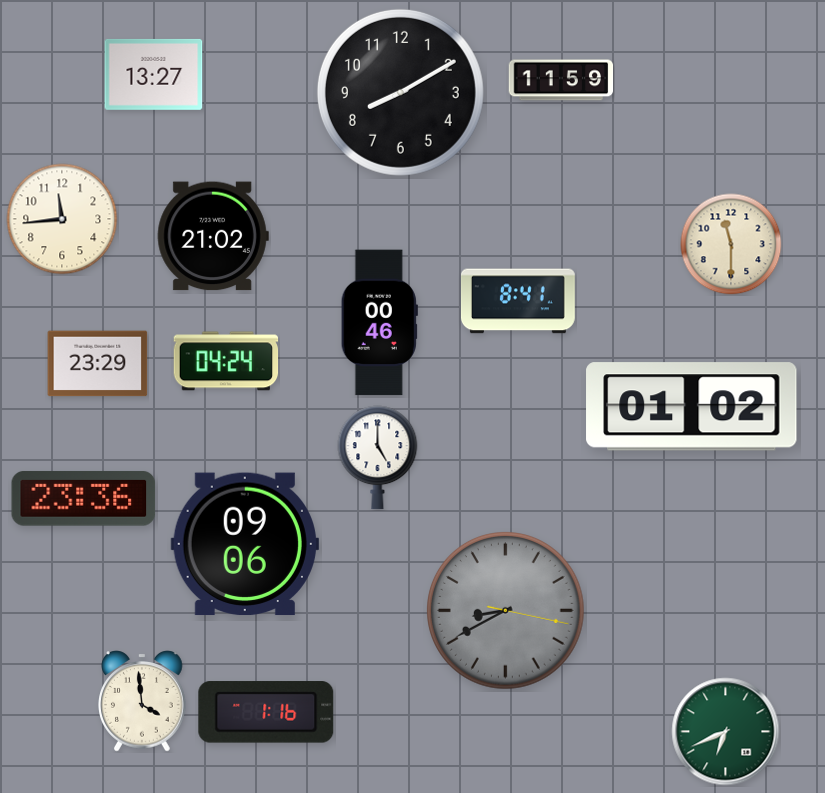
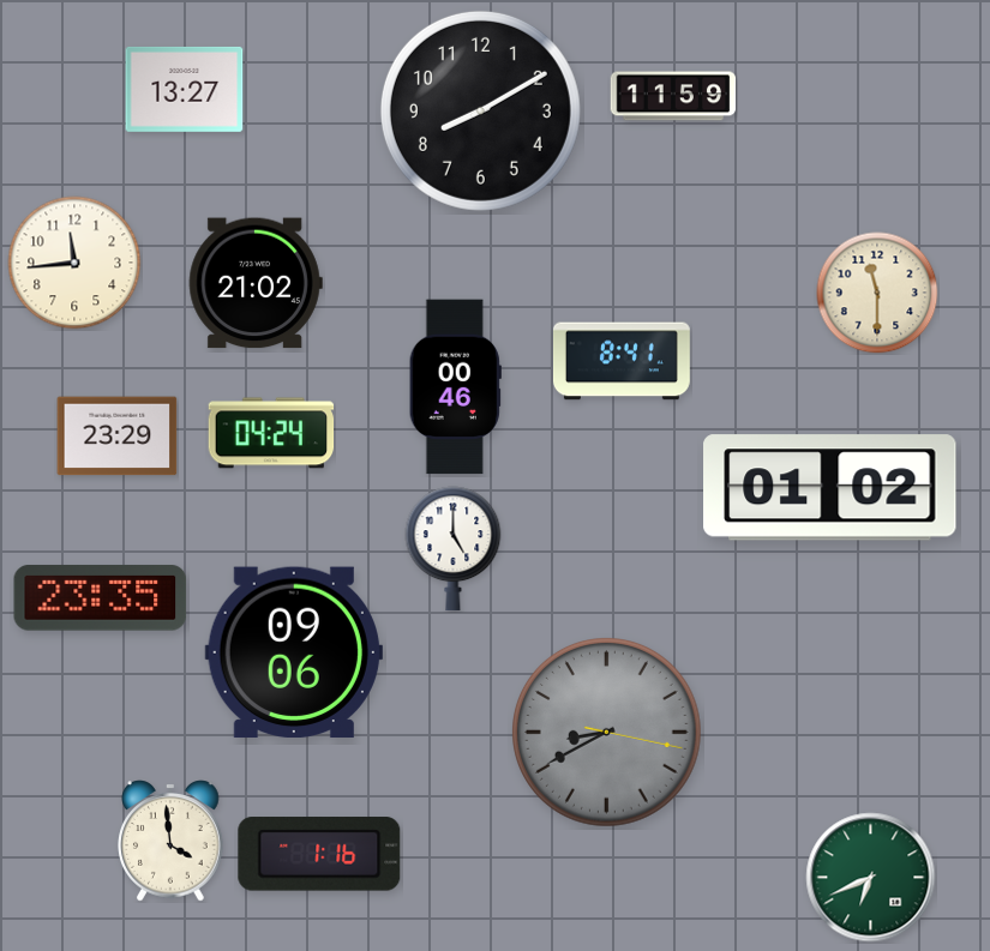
clock at (84, 499): 23:36 -> 23:35
